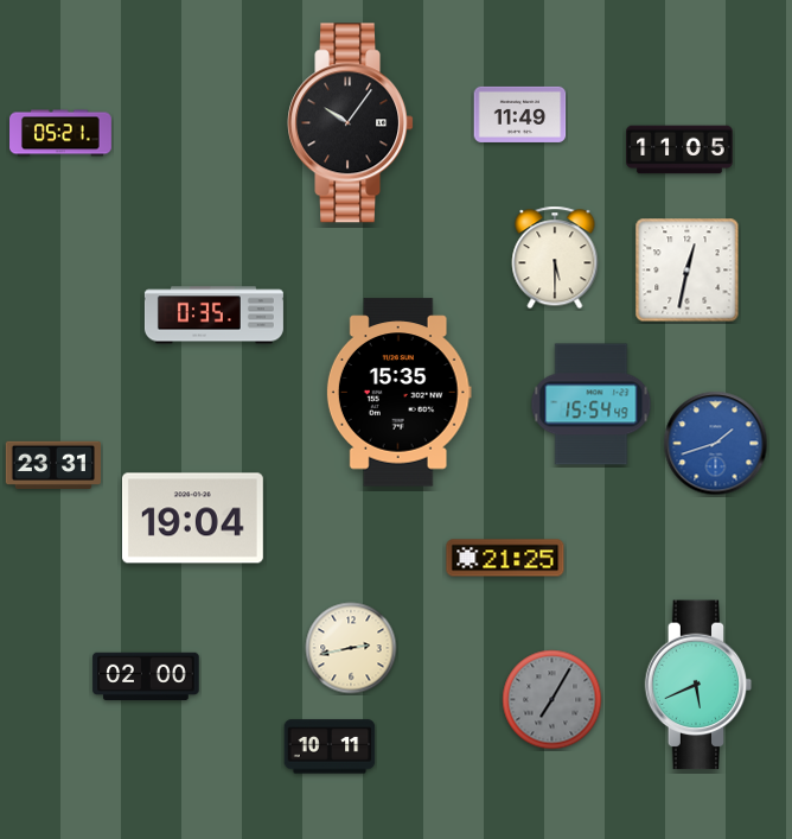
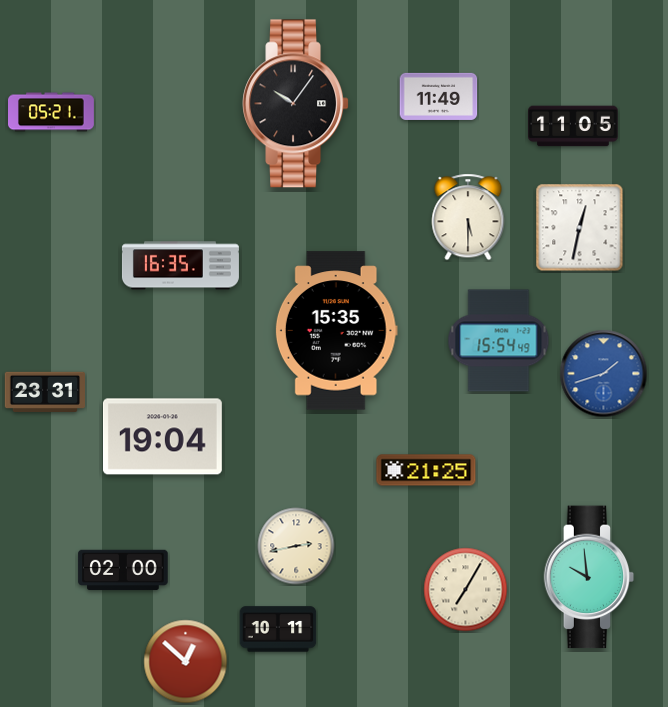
clock at (213, 316): 0:35 -> 16:35
clock at (698, 685): 5:41 -> 9:59
clock at (553, 700) dial: grey -> cream
clock at (186, 662): none -> 12:52
